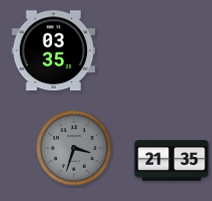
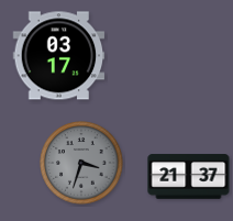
clock at (54, 51): 03:35 -> 03:17
clock at (172, 161): 21:35 -> 21:37
